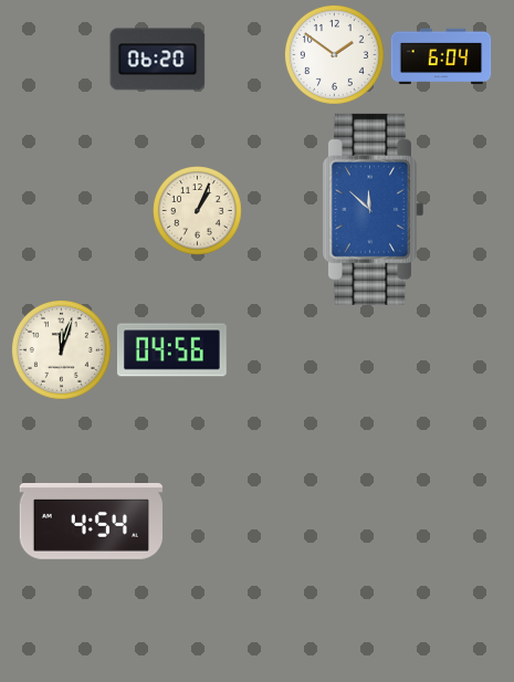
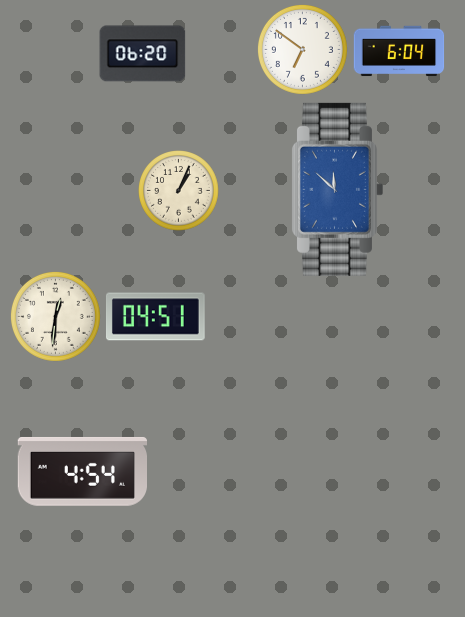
clock at (334, 54): 1:51 -> 6:51
clock at (61, 349): 12:03 -> 12:31
clock at (171, 350): 04:56 -> 04:51
